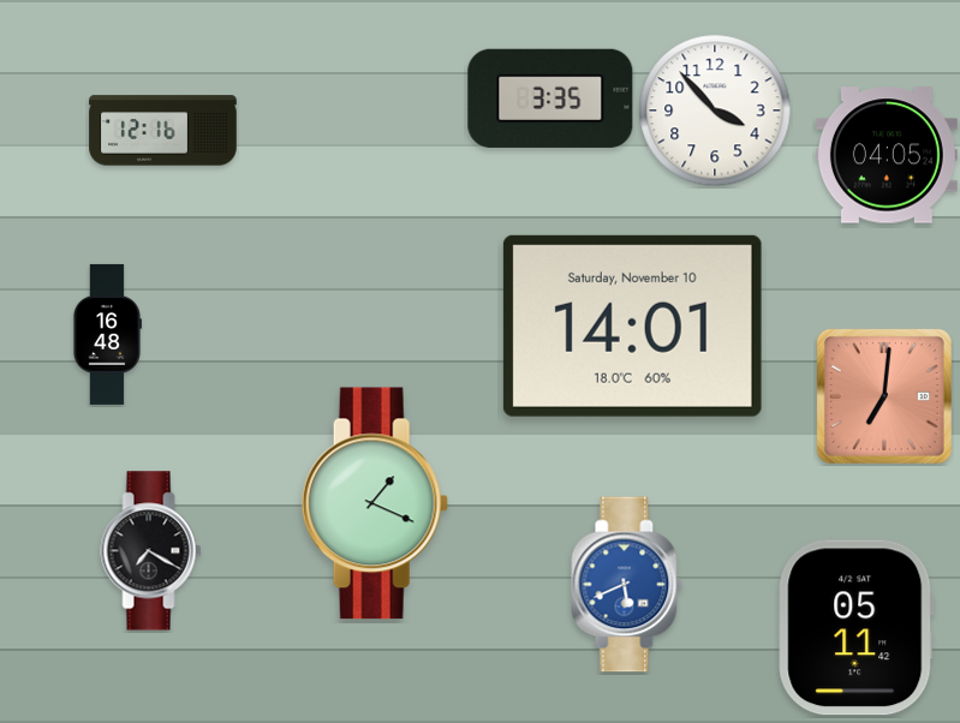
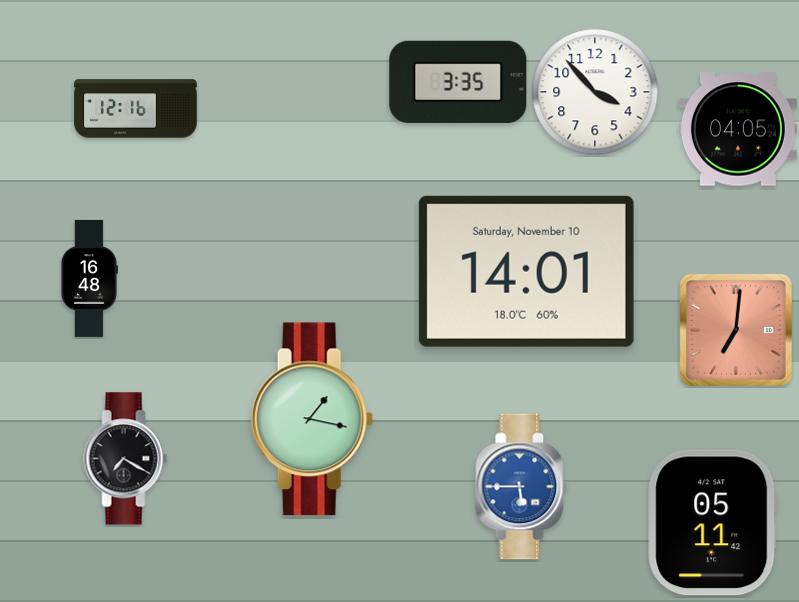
clock at (375, 503): 1:19 -> 1:17
clock at (627, 585): 5:41 -> 5:45
